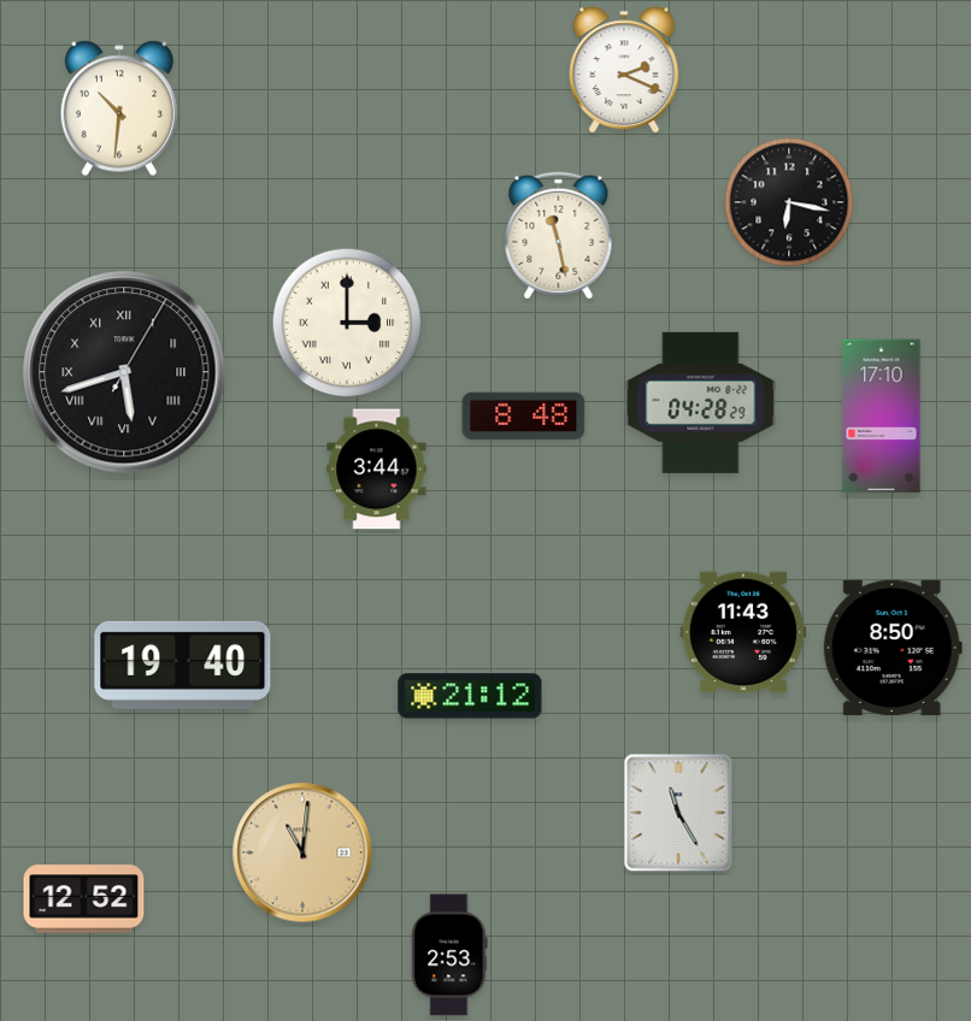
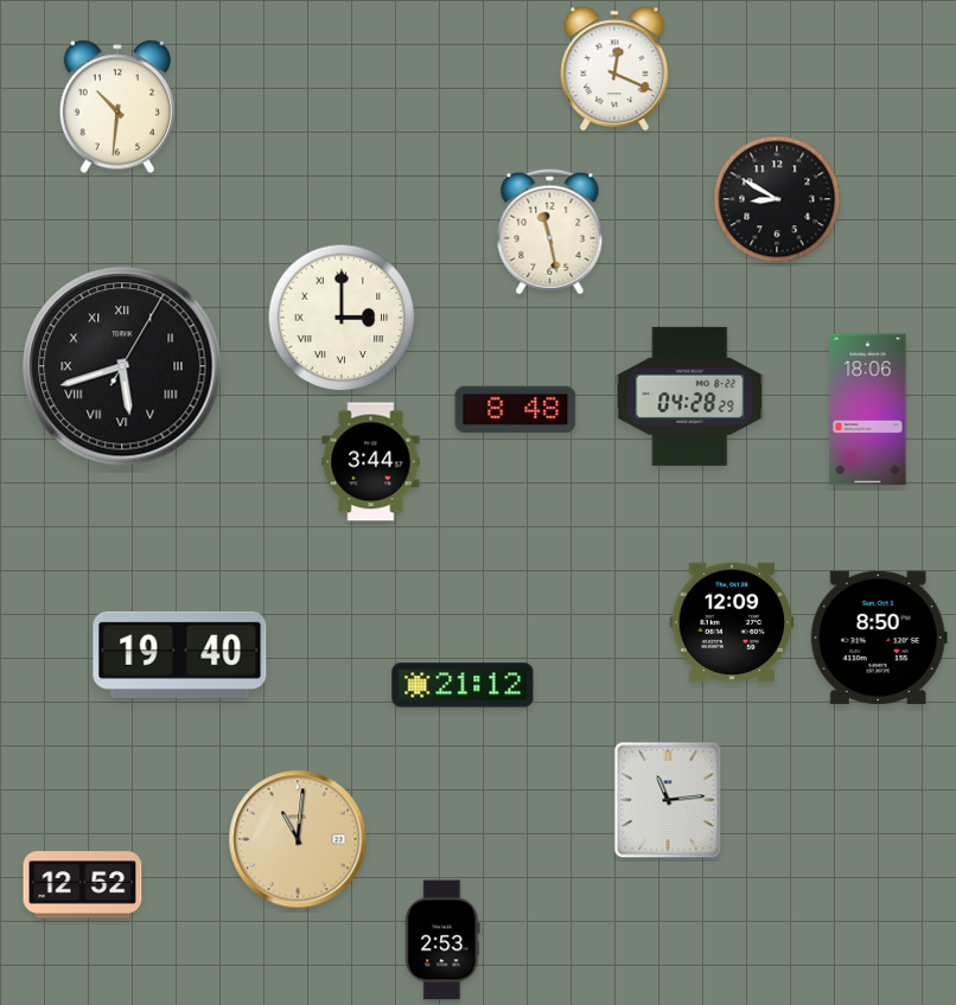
clock at (624, 70): 2:19 -> 12:19
clock at (789, 202): 6:17 -> 8:50
clock at (882, 417): 17:10 -> 18:06
clock at (743, 632): 11:43 -> 12:09
clock at (678, 813): 11:25 -> 11:14
